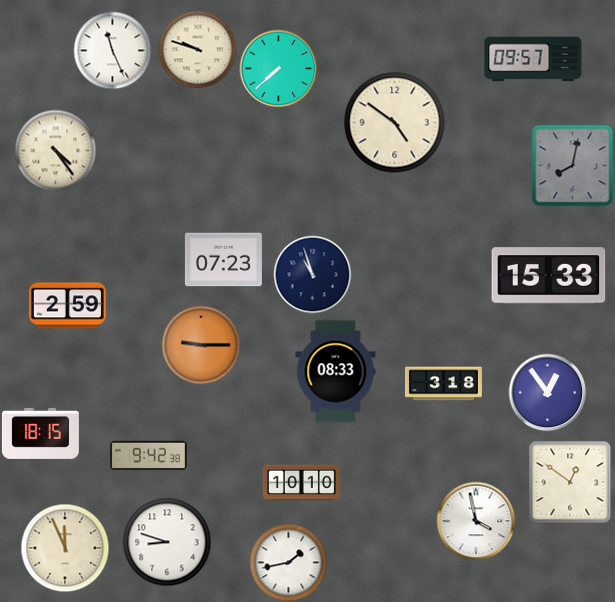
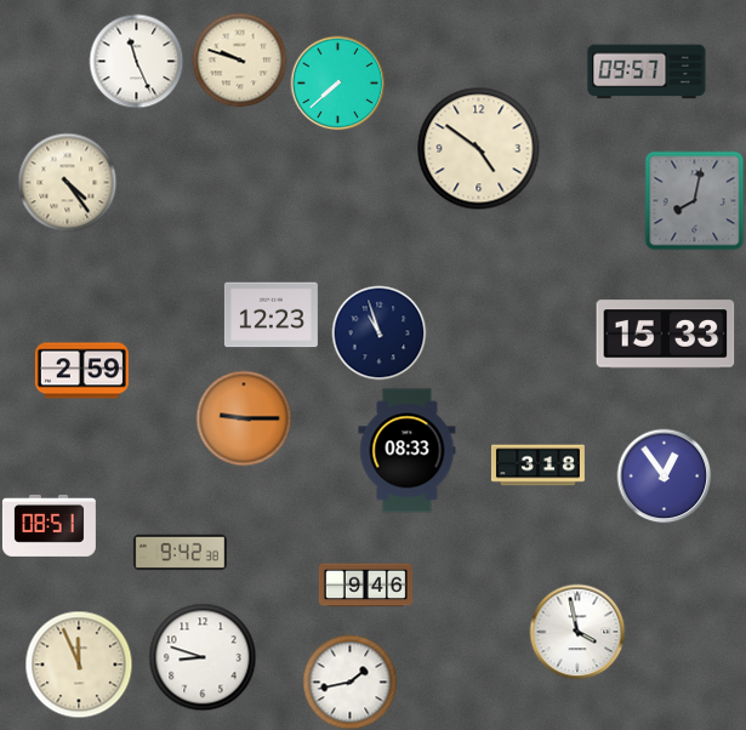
clock at (223, 260): 07:23 -> 12:23
clock at (40, 433): 18:15 -> 08:51
clock at (570, 482): 12:51 -> none
clock at (301, 483): 10:10 -> 9:46
